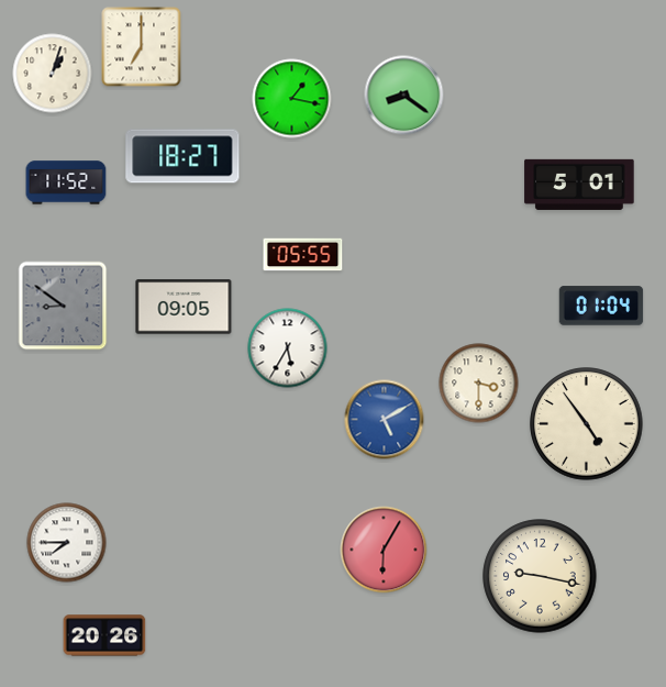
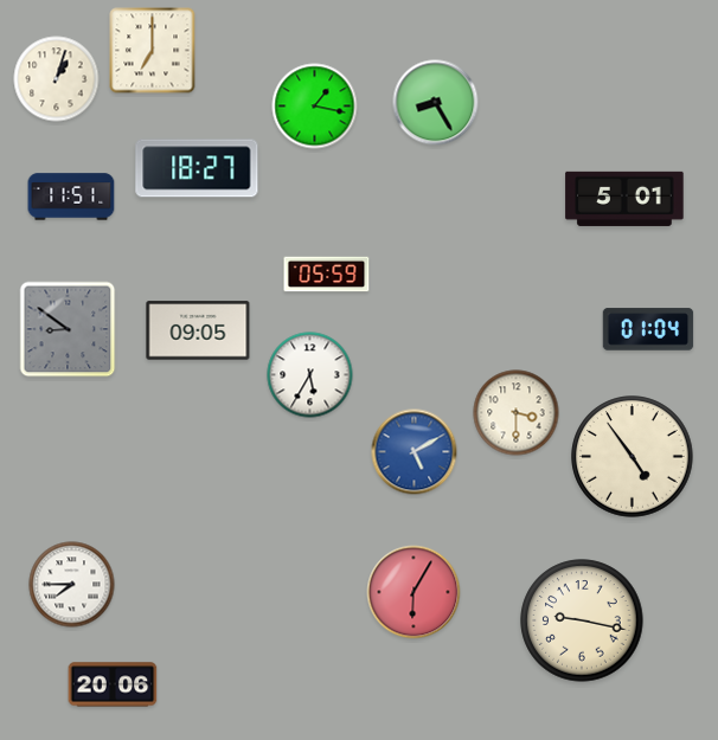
clock at (404, 96): 8:21 -> 8:25
clock at (66, 182): 11:52 -> 11:51
clock at (303, 255): 05:55 -> 05:59
clock at (104, 635): 20:26 -> 20:06
